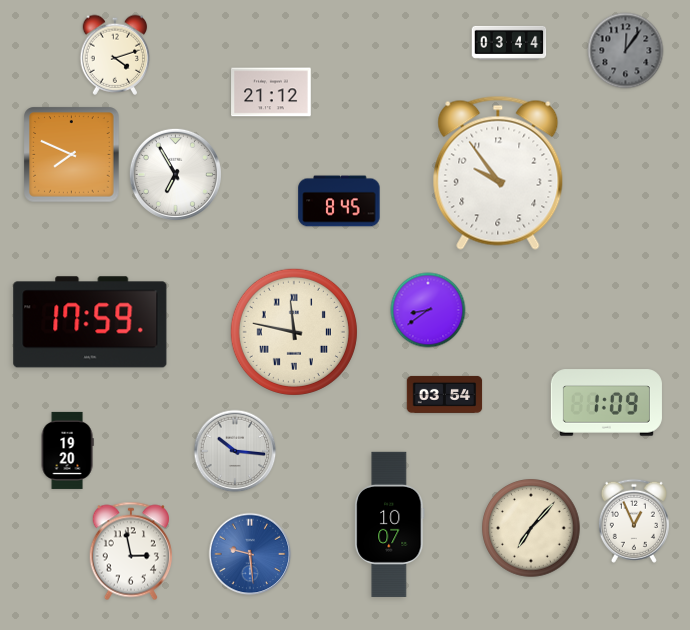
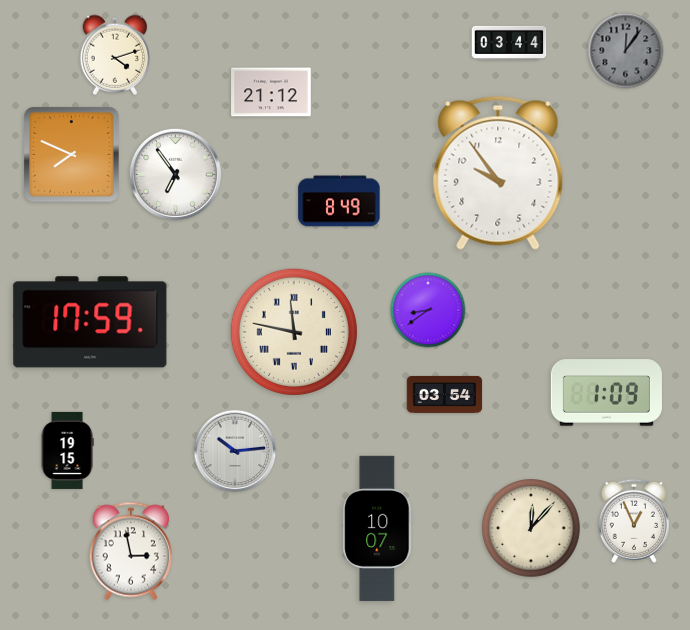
clock at (175, 174): 6:55 -> 6:54
clock at (339, 201): 8:45 -> 8:49
clock at (606, 403) position: (606, 403) -> (606, 393)
clock at (67, 450): 19:20 -> 19:15
clock at (235, 451): 10:16 -> 10:14
clock at (390, 524) position: (390, 524) -> (378, 528)
clock at (531, 528): 7:07 -> 12:07
clock at (250, 554): 9:29 -> none
